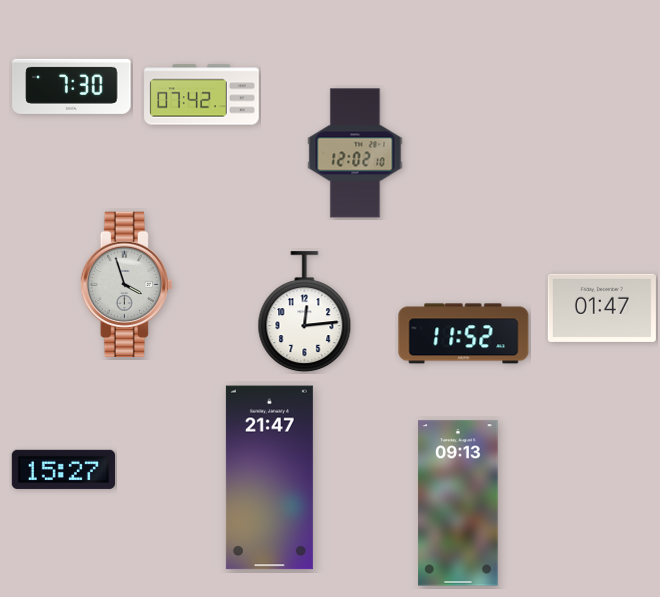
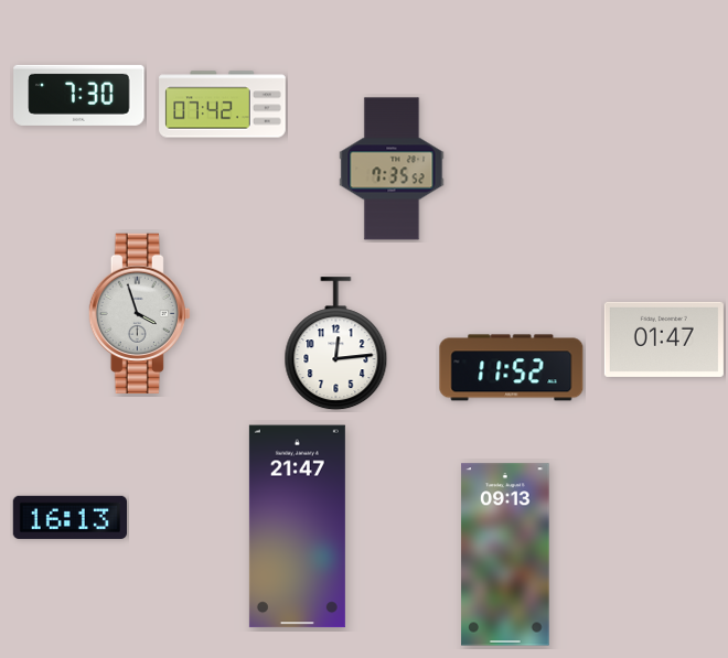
clock at (355, 153): 12:02 -> 7:35
clock at (63, 469): 15:27 -> 16:13
